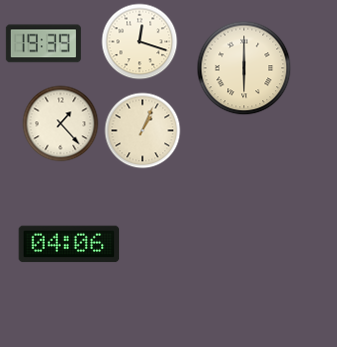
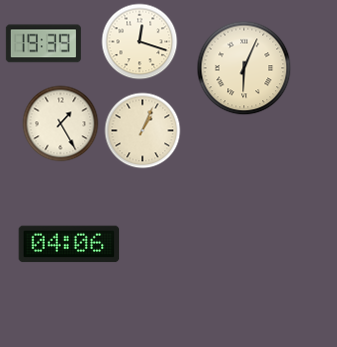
clock at (244, 68): 6:00 -> 6:04
clock at (61, 124): 1:23 -> 1:25
